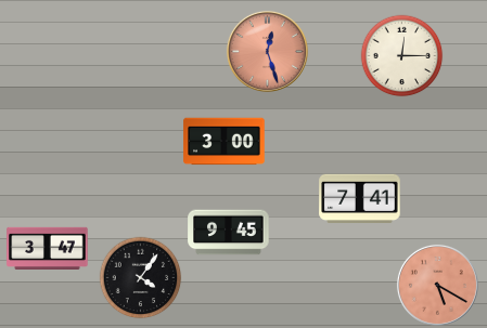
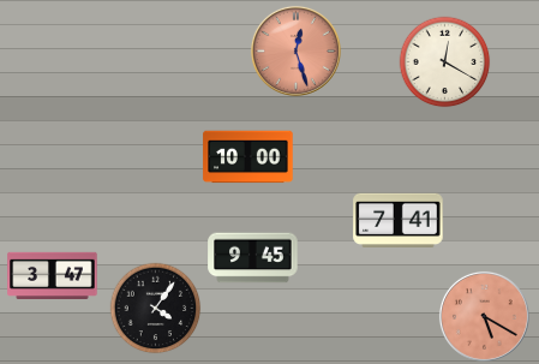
clock at (267, 51) position: (267, 51) -> (295, 50)
clock at (402, 56): 12:15 -> 12:20
clock at (225, 142): 3:00 -> 10:00
